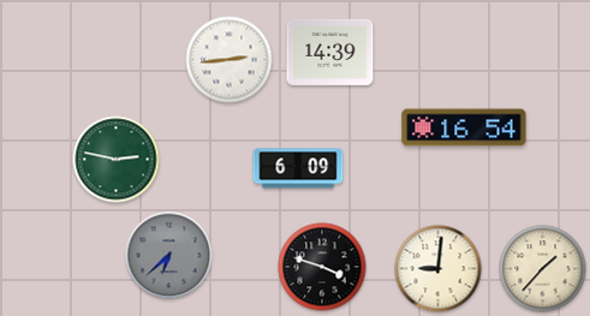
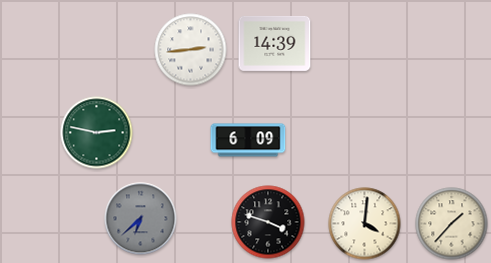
clock at (464, 127): 16:54 -> none
clock at (169, 256) position: (169, 256) -> (141, 219)
clock at (439, 269): 9:01 -> 4:01
